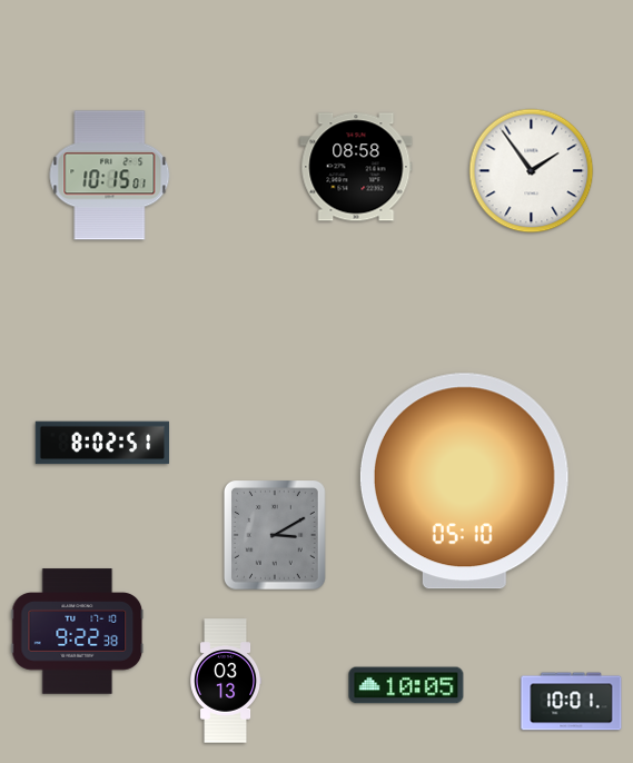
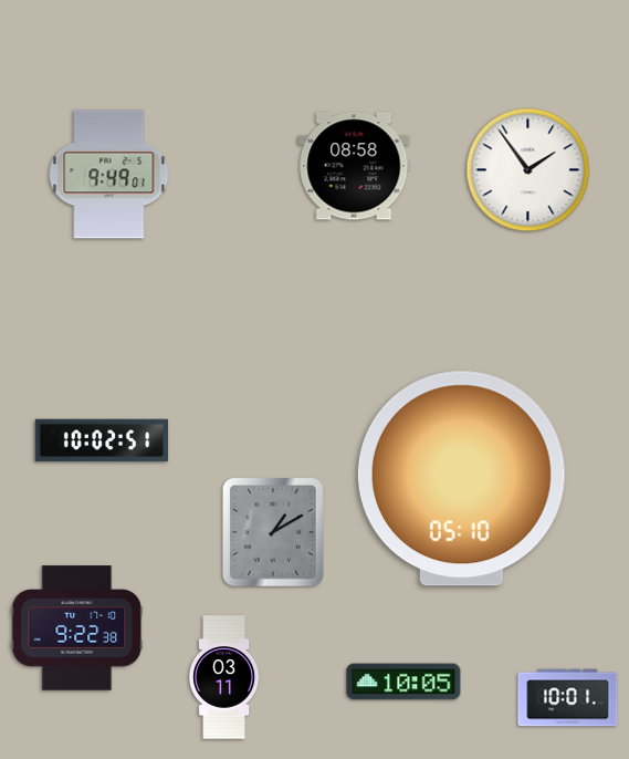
clock at (110, 176): 10:15 -> 9:49
clock at (102, 443): 8:02 -> 10:02
clock at (275, 536): 3:10 -> 1:10
clock at (227, 681): 03:13 -> 03:11
